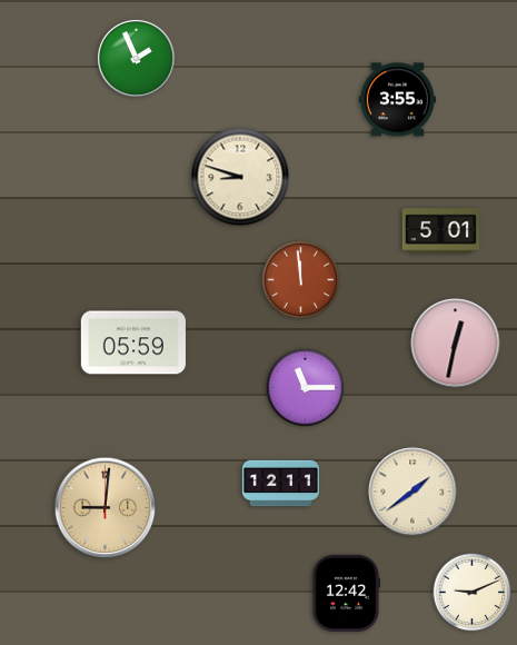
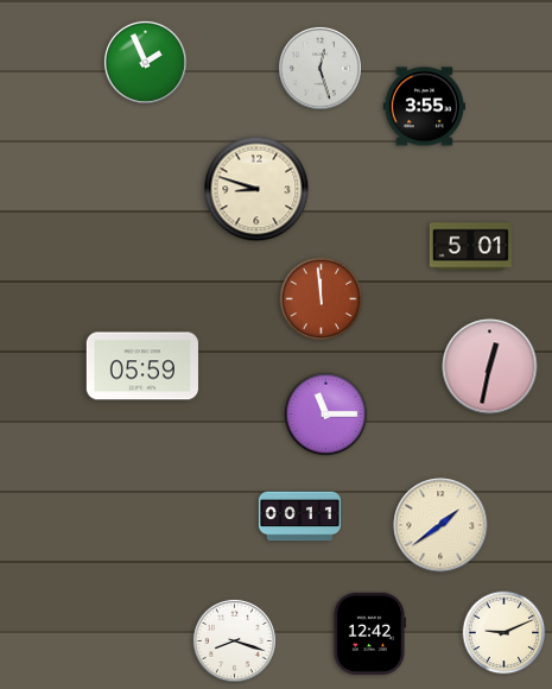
clock at (319, 68): none -> 12:27
clock at (456, 344) position: (456, 344) -> (490, 367)
clock at (280, 484): 12:11 -> 00:11
clock at (106, 508): 9:01 -> none
clock at (234, 640): none -> 8:18
